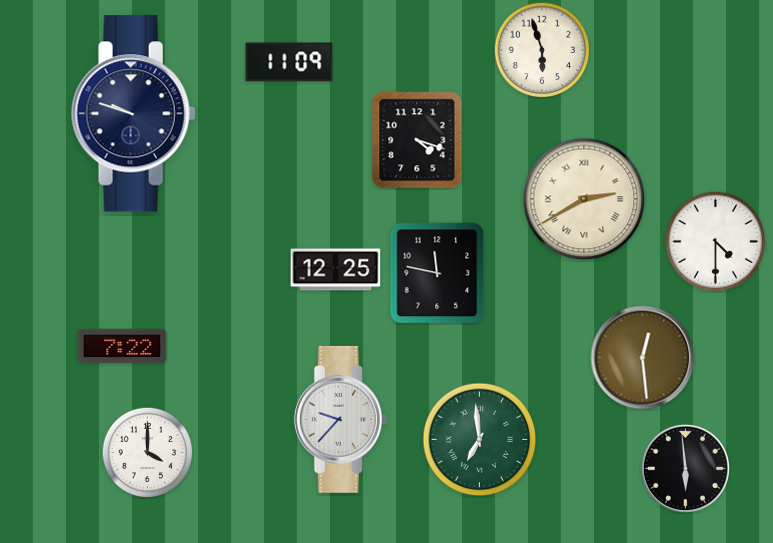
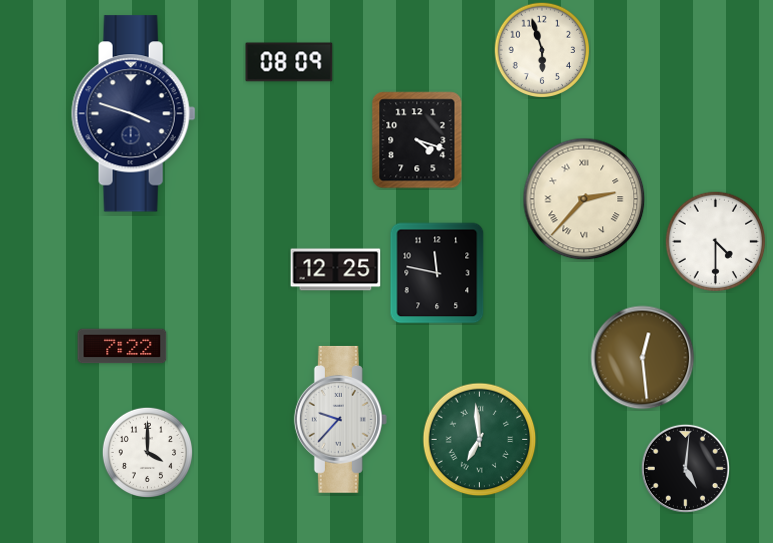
clock at (289, 62): 11:09 -> 08:09
clock at (134, 114): 9:48 -> 3:48
clock at (584, 199): 2:40 -> 2:37
clock at (685, 468): 5:59 -> 5:01
